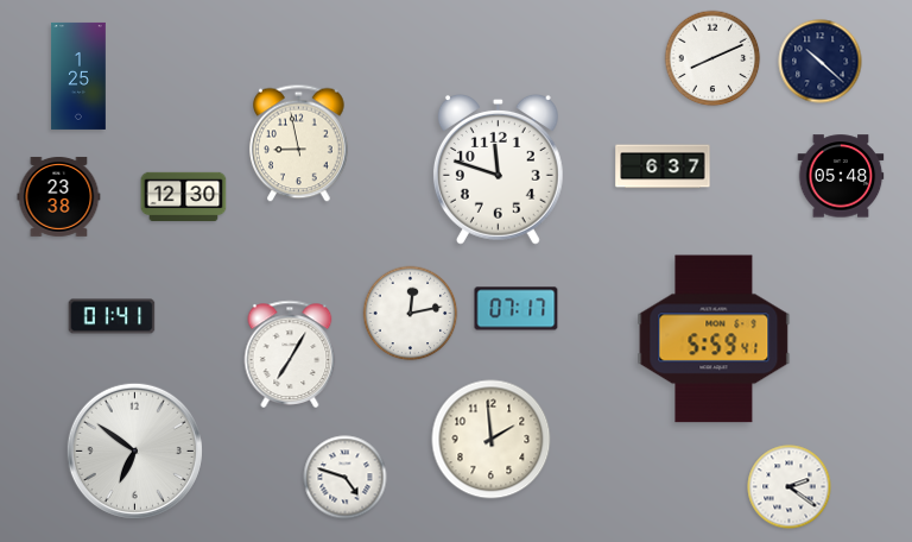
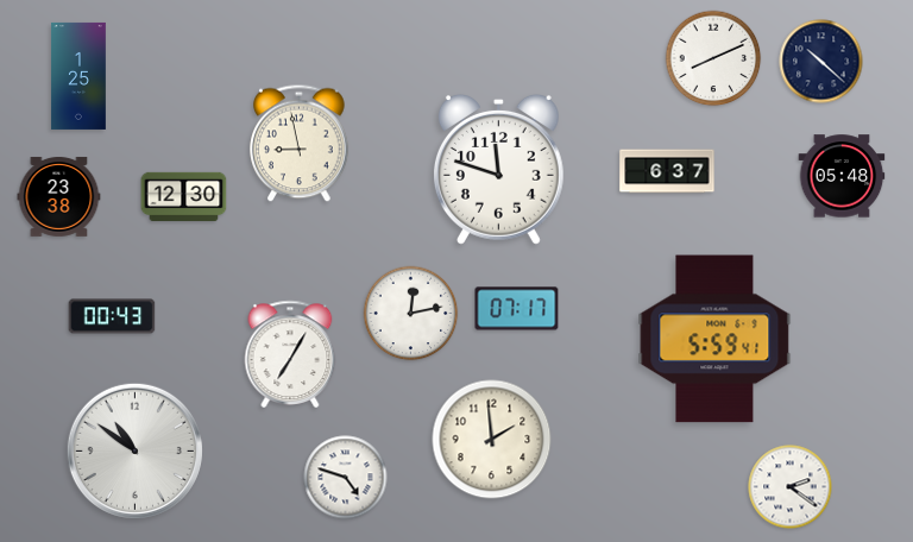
clock at (663, 166) position: (663, 166) -> (667, 171)
clock at (112, 316): 01:41 -> 00:43
clock at (134, 450): 6:51 -> 10:51
